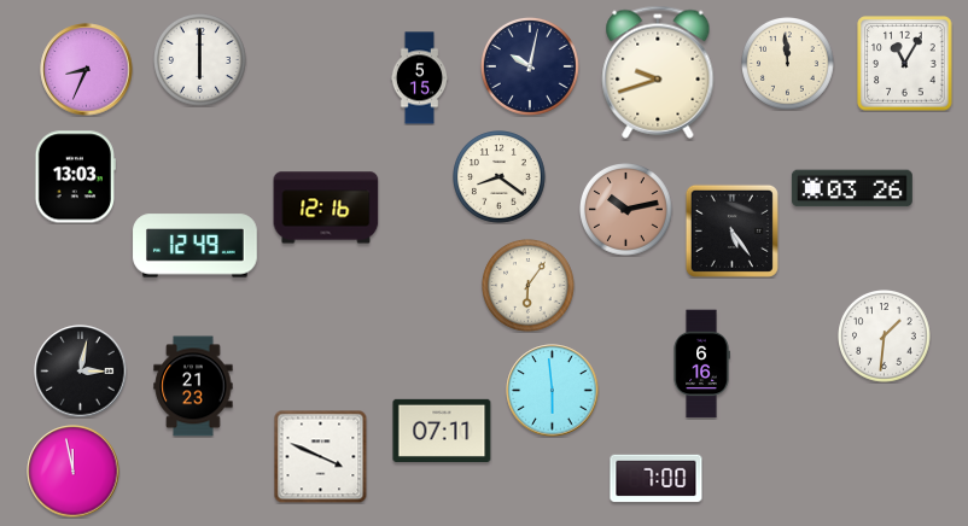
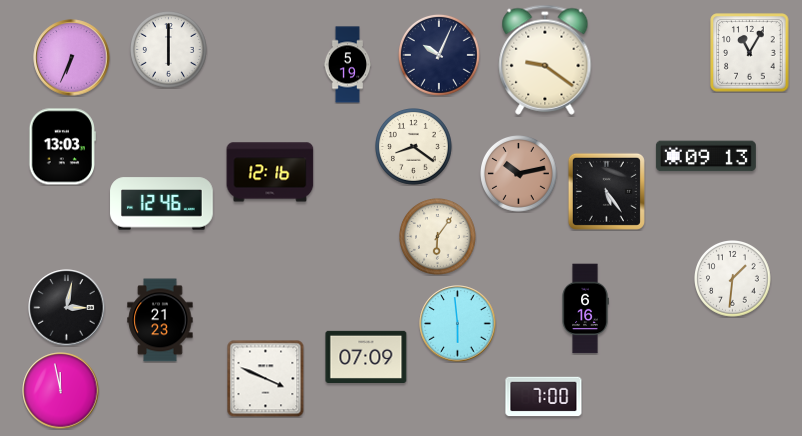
clock at (200, 60) position: (200, 60) -> (169, 50)
clock at (788, 64): 11:59 -> none
clock at (530, 66): 10:02 -> 10:04
clock at (87, 70): 8:34 -> 6:34
clock at (658, 72): 9:42 -> 9:21
clock at (420, 78): 5:15 -> 5:19
clock at (852, 188): 03:26 -> 09:13
clock at (196, 246): 12:49 -> 12:46
clock at (701, 364) position: (701, 364) -> (585, 309)
clock at (442, 429): 07:11 -> 07:09
